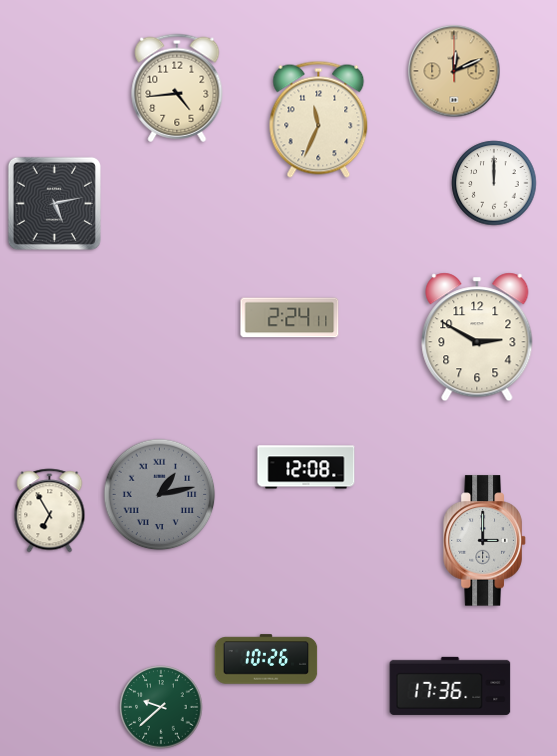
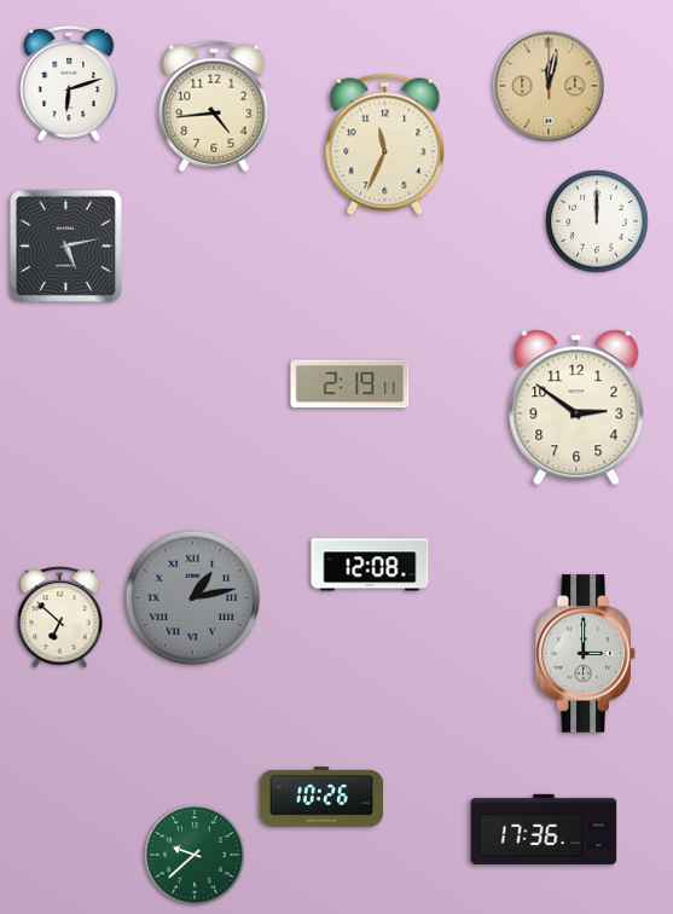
clock at (69, 83): none -> 6:12
clock at (454, 71): 12:11 -> 12:02
clock at (290, 318): 2:24 -> 2:19
clock at (477, 337): 2:50 -> 2:51
clock at (50, 511): 6:55 -> 6:52
